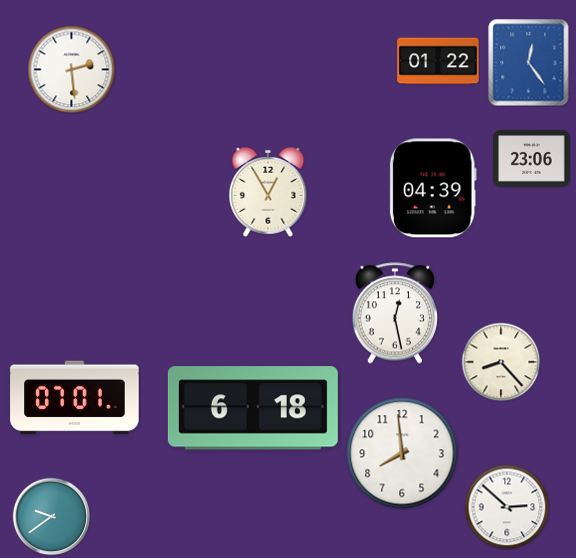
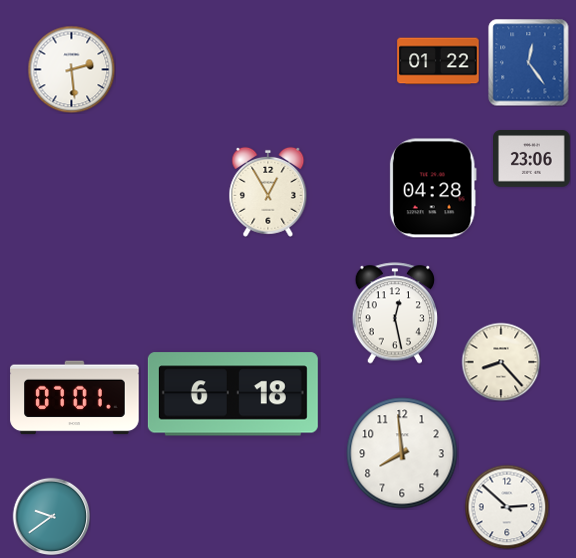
clock at (433, 188): 04:39 -> 04:28
clock at (253, 408) position: (253, 408) -> (233, 394)
